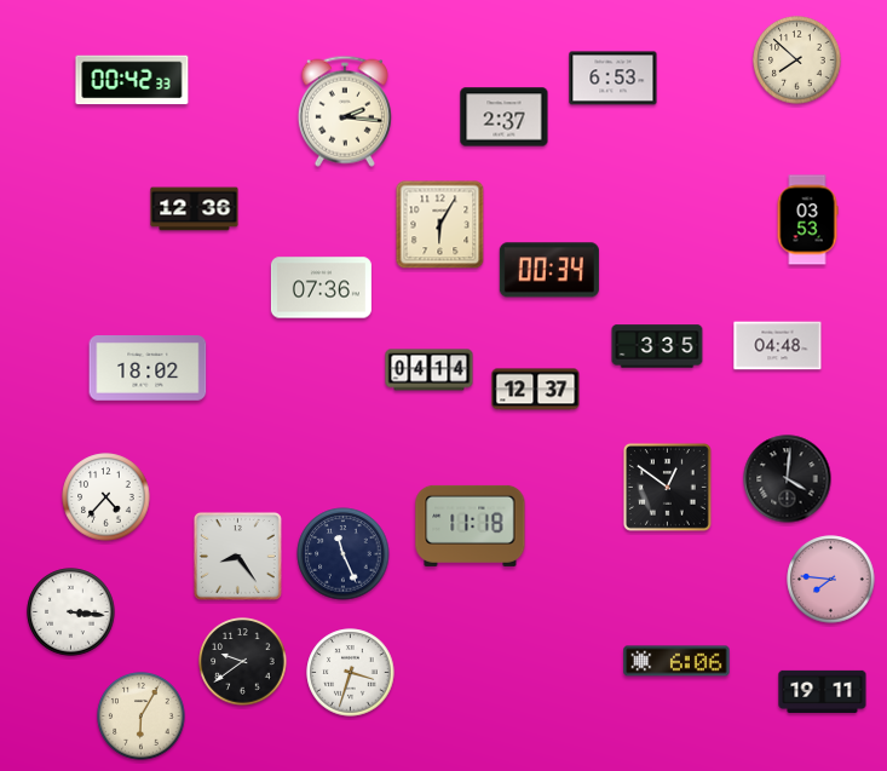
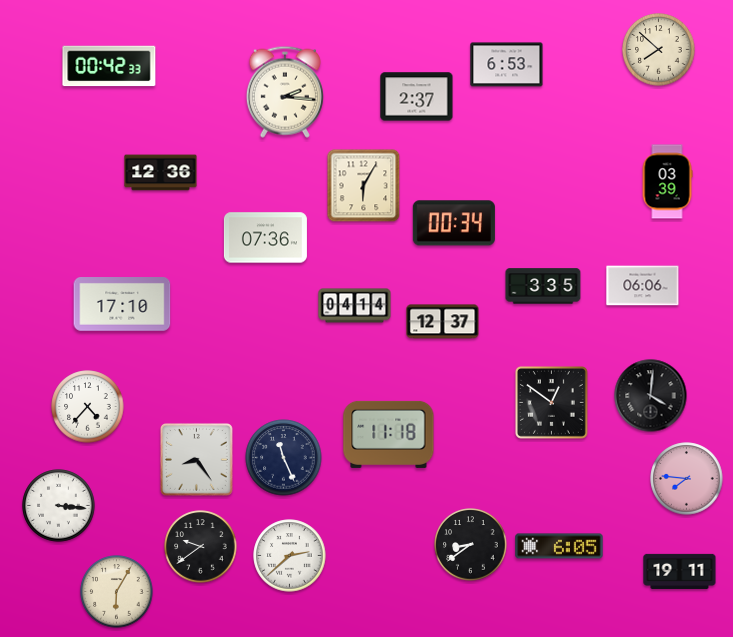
clock at (807, 220): 03:53 -> 03:39
clock at (778, 346): 04:48 -> 06:06
clock at (148, 369): 18:02 -> 17:10
clock at (106, 497) position: (106, 497) -> (88, 407)
clock at (471, 545): none -> 8:39
clock at (676, 661): 6:06 -> 6:05
clock at (351, 673): 3:33 -> 2:38
